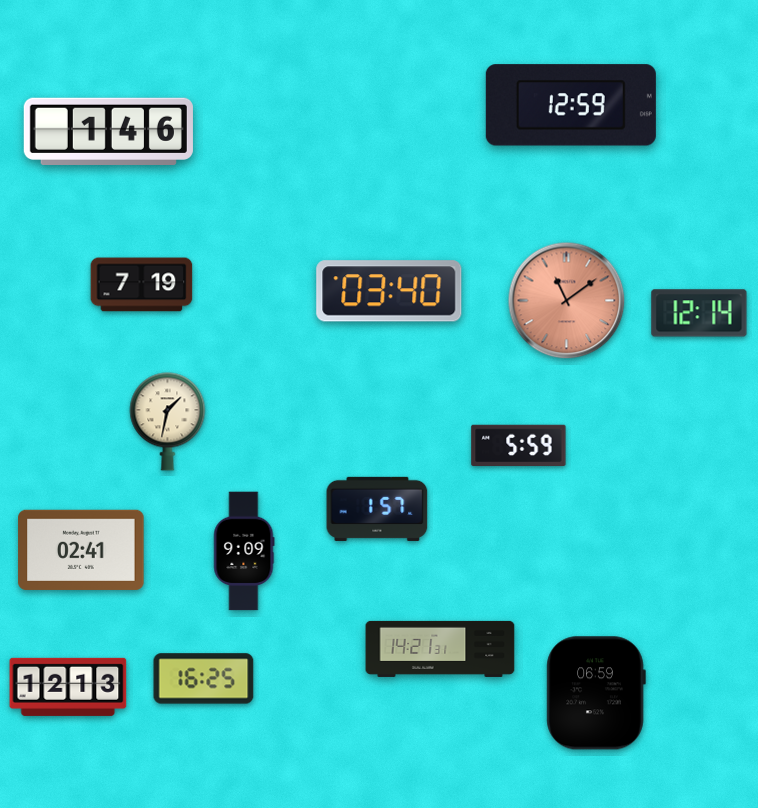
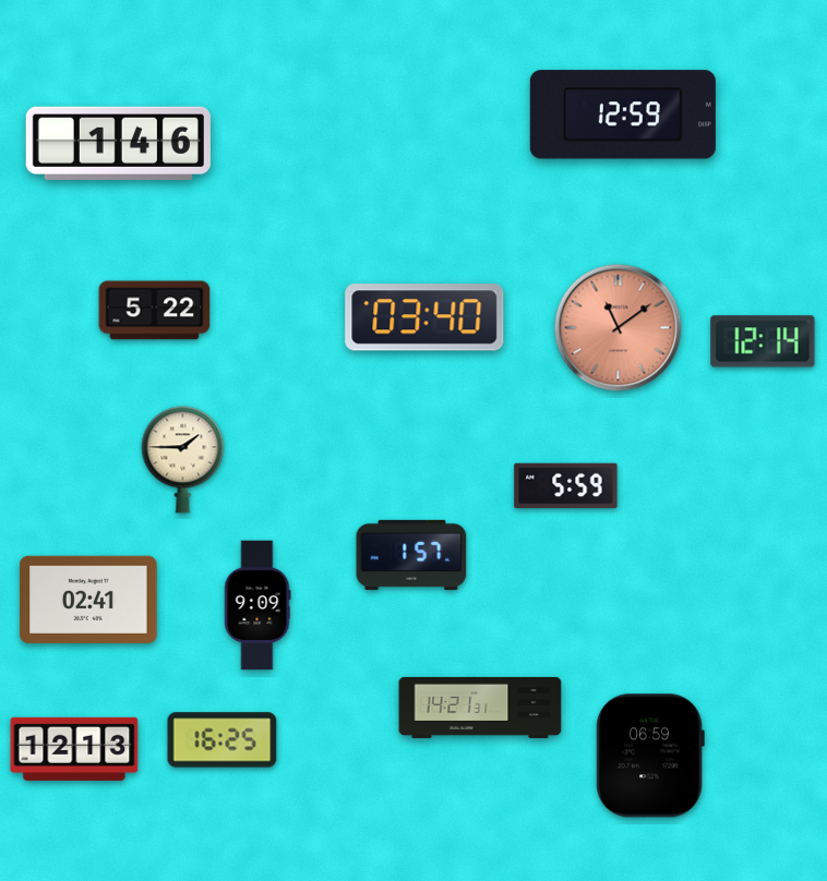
clock at (142, 285): 7:19 -> 5:22
clock at (168, 422): 1:32 -> 1:45
clock at (244, 551) position: (244, 551) -> (257, 605)
